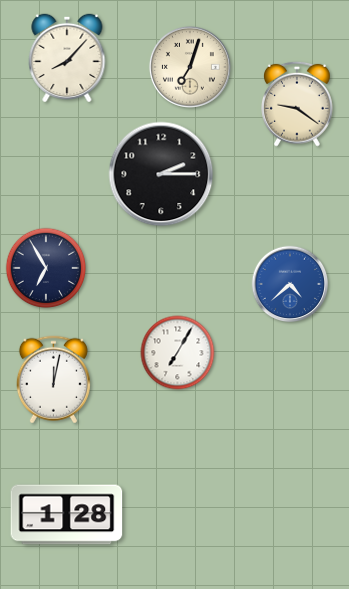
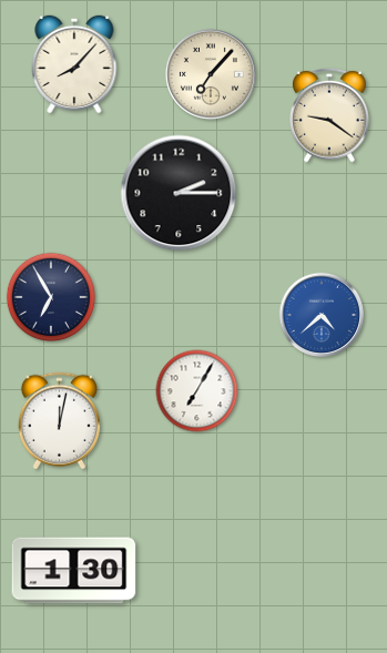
clock at (190, 67): 7:03 -> 7:07
clock at (67, 515): 1:28 -> 1:30
